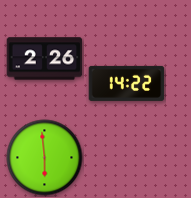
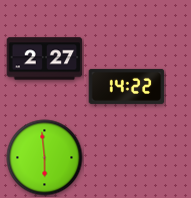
clock at (45, 59): 2:26 -> 2:27
clock at (127, 83) position: (127, 83) -> (127, 86)
